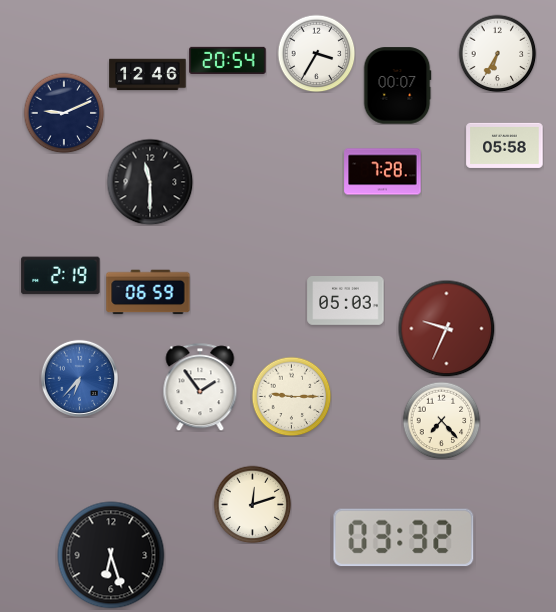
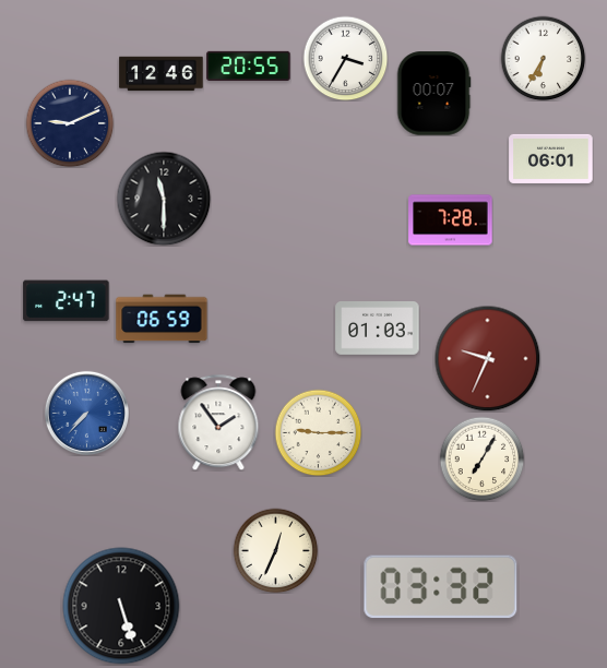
clock at (228, 60): 20:54 -> 20:55
clock at (148, 75) position: (148, 75) -> (162, 74)
clock at (505, 145): 05:58 -> 06:01
clock at (383, 172) position: (383, 172) -> (451, 220)
clock at (61, 276): 2:19 -> 2:47
clock at (346, 301): 05:03 -> 01:03
clock at (79, 378): 6:37 -> 7:37
clock at (441, 420): 7:23 -> 7:05
clock at (252, 504): 12:12 -> 12:34
clock at (111, 555): 6:27 -> 5:27
